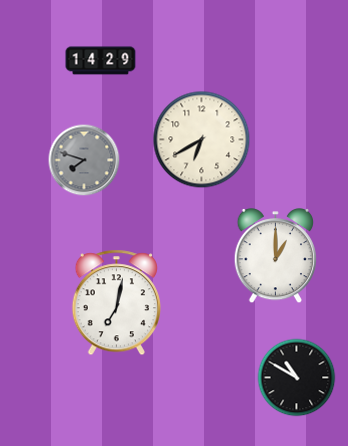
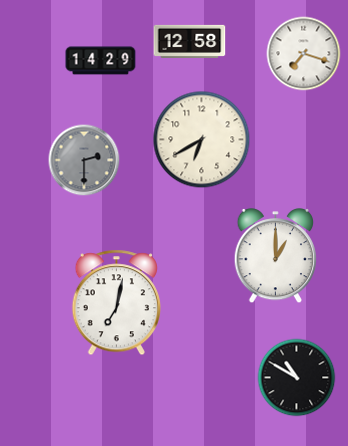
clock at (190, 41): none -> 12:58
clock at (304, 54): none -> 7:18
clock at (84, 160): 7:48 -> 2:30
